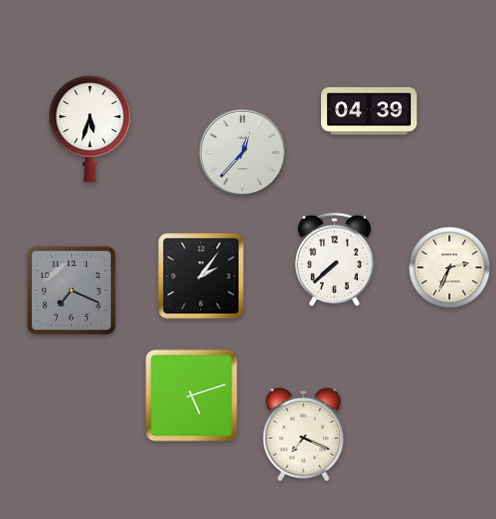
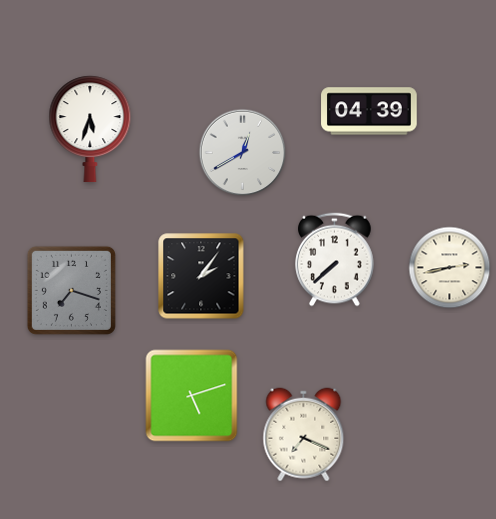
clock at (243, 153): 12:37 -> 12:40
clock at (450, 268): 2:34 -> 2:43
clock at (71, 290): 7:19 -> 7:18
